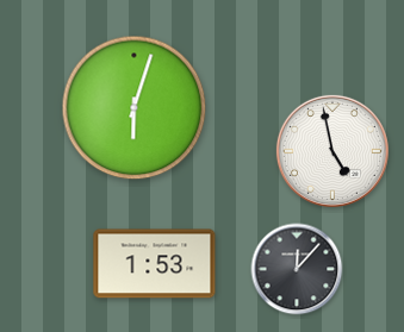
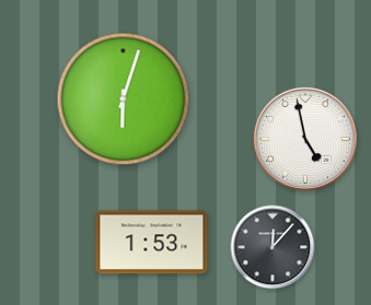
clock at (155, 264) position: (155, 264) -> (152, 243)
